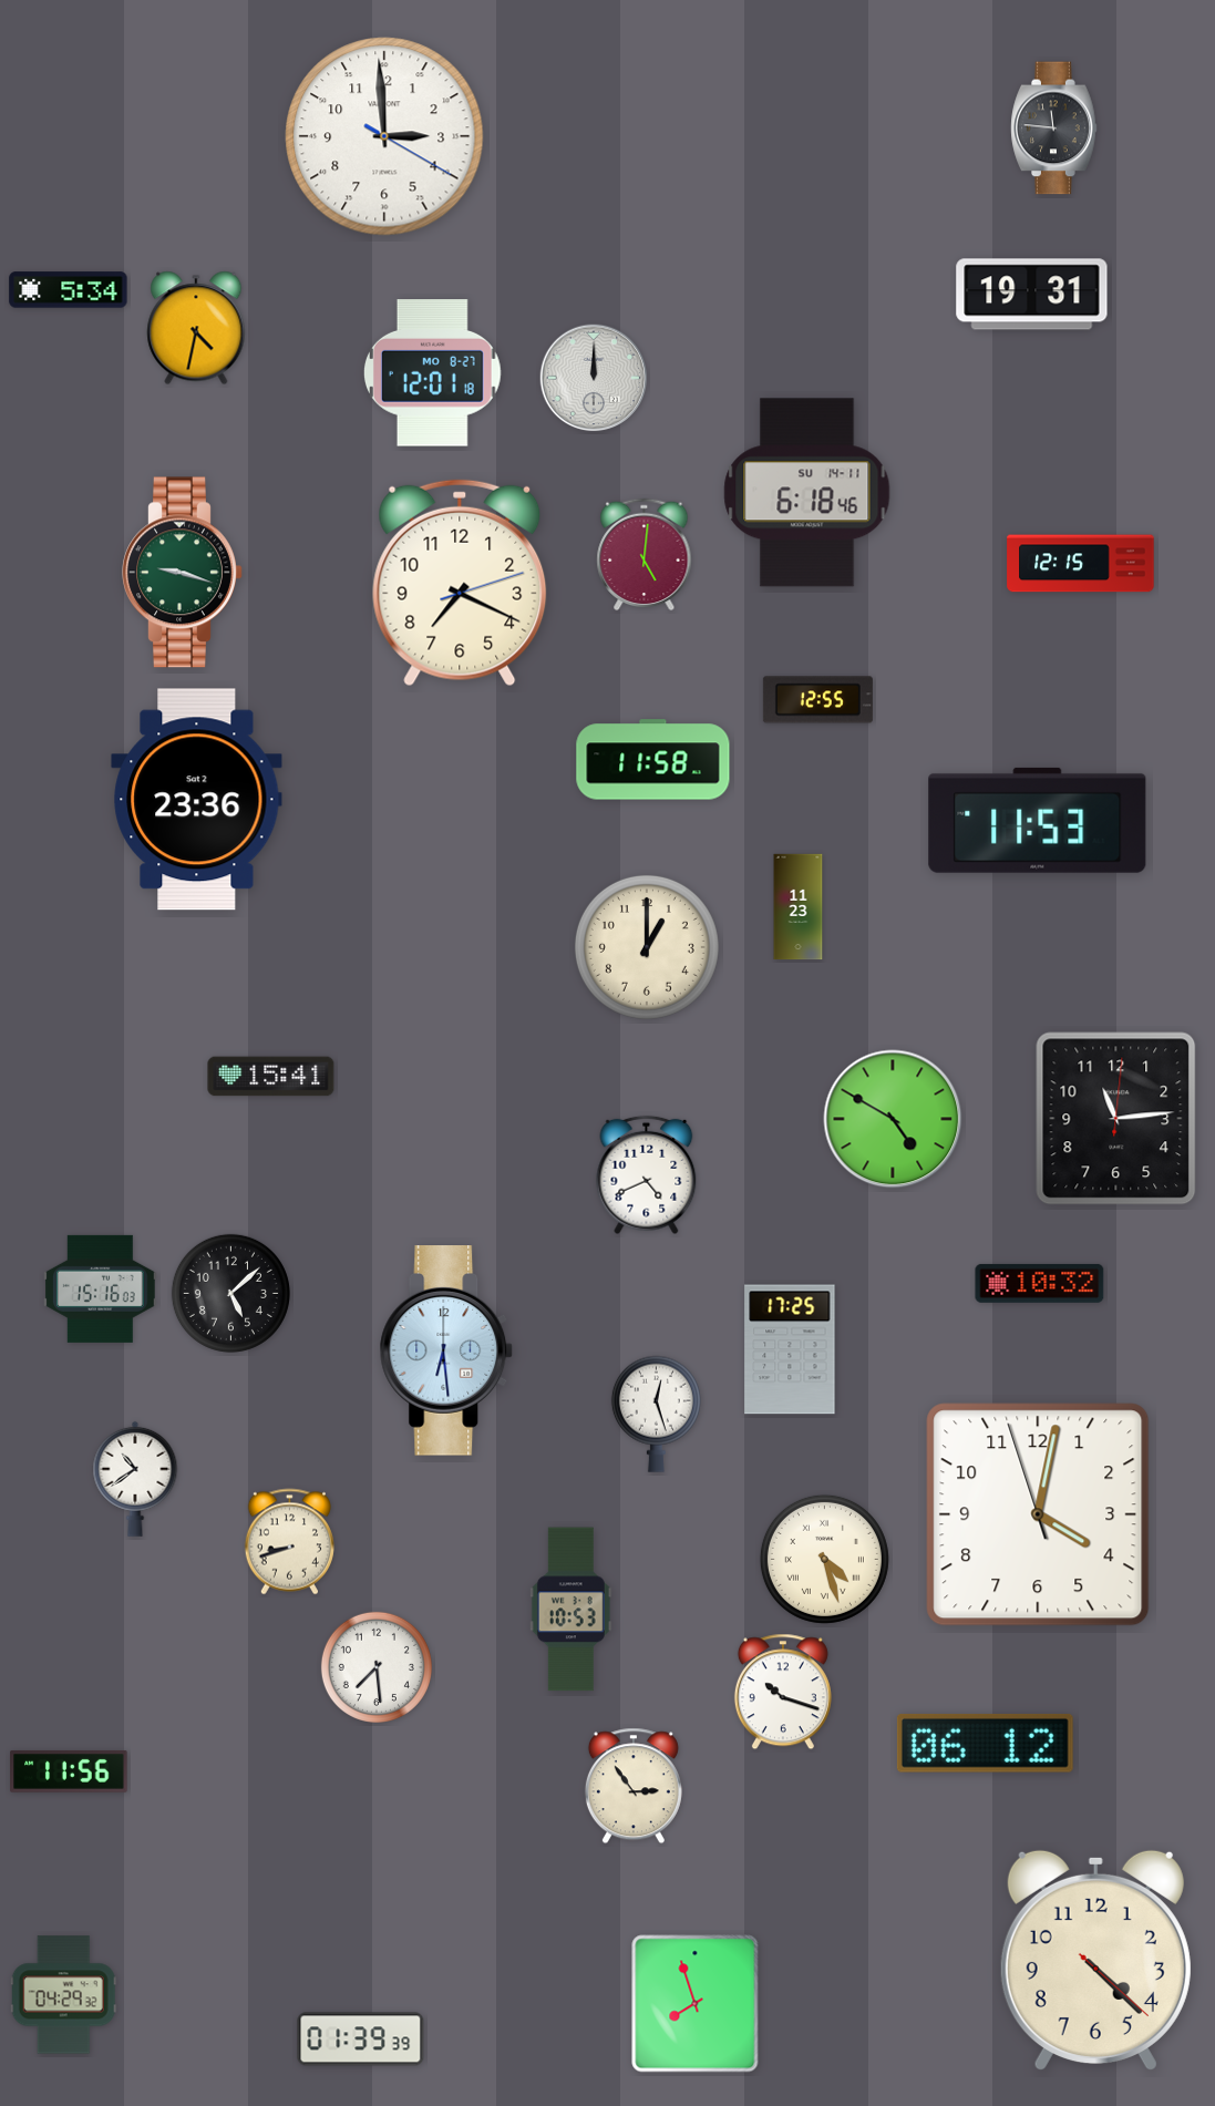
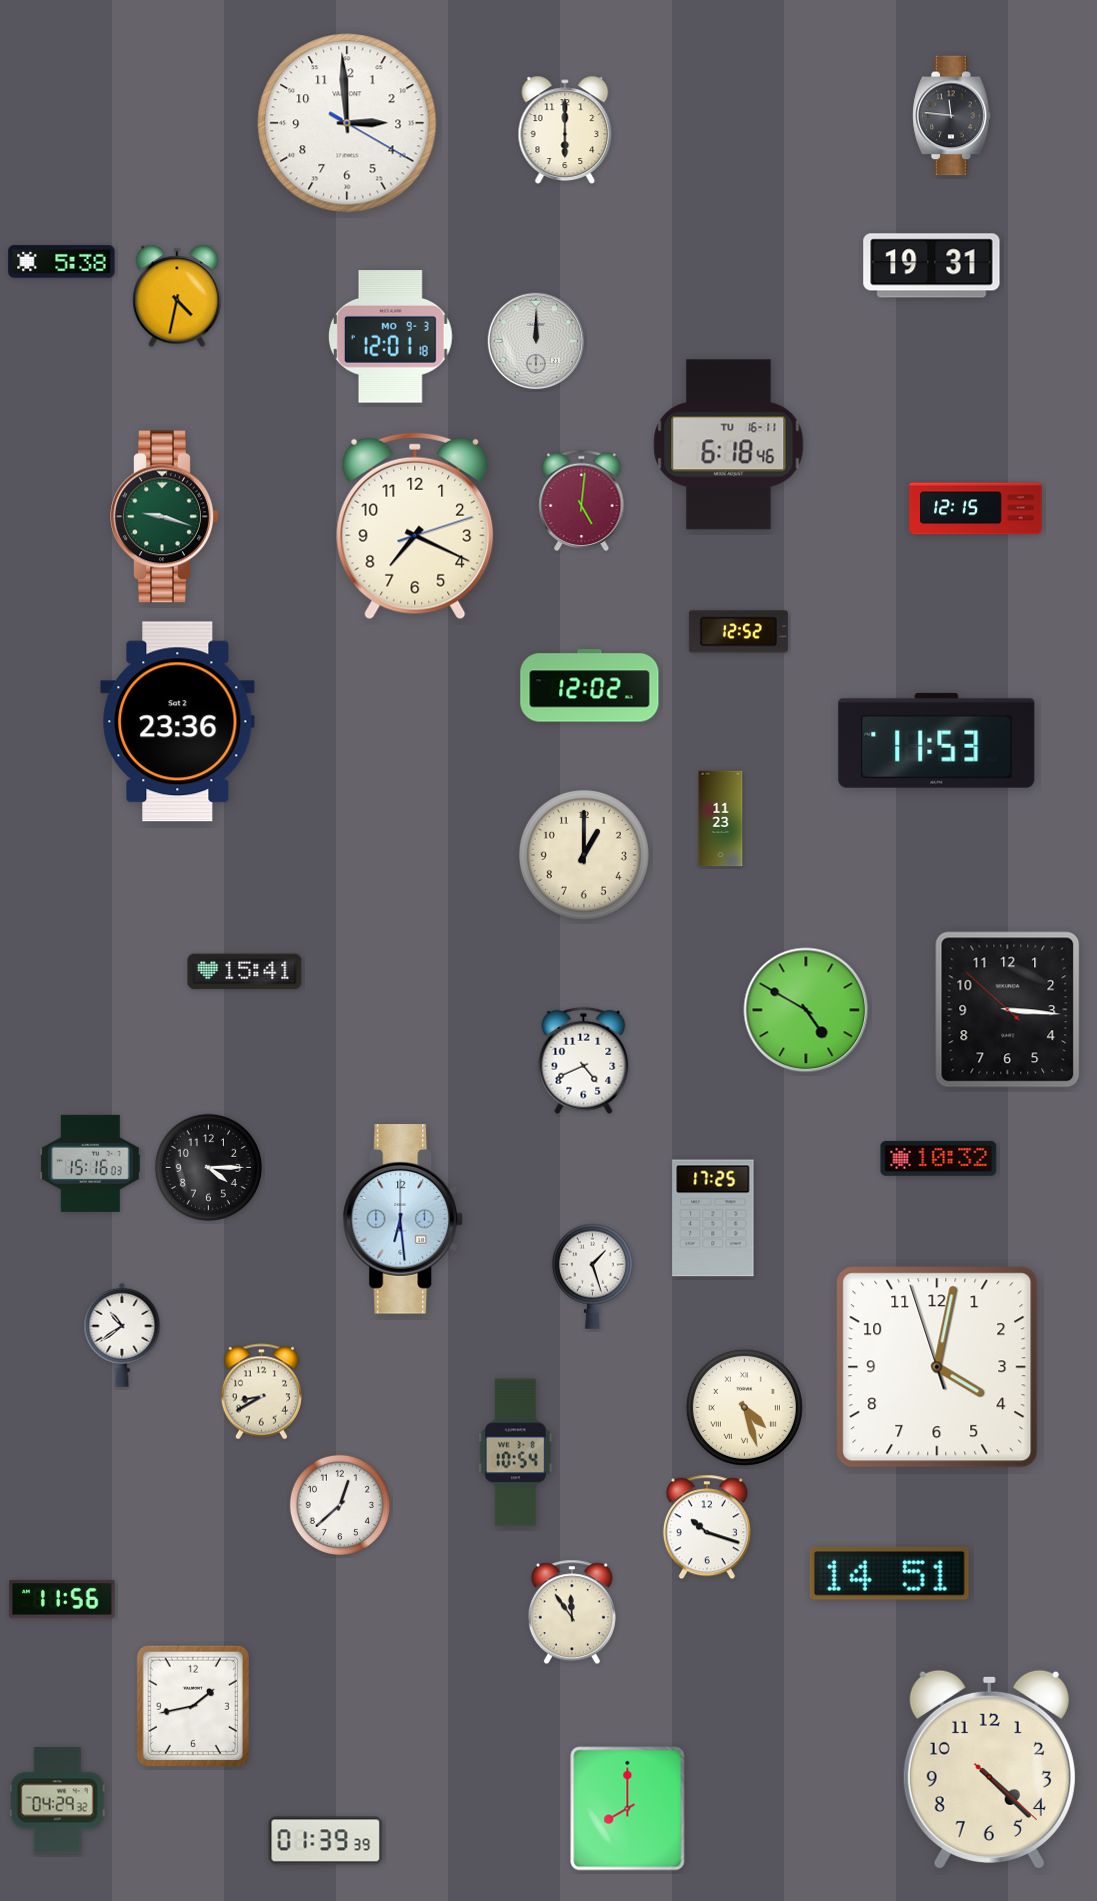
clock at (565, 130): none -> 6:00
clock at (69, 290): 5:34 -> 5:38
clock at (432, 373) date: MO 8-27 -> MO 9-3
clock at (807, 493) date: SU 14-11 -> TU 16-11
clock at (817, 700): 12:55 -> 12:52
clock at (653, 760): 11:58 -> 12:02
clock at (1116, 1119): 11:14 -> 3:15
clock at (230, 1293): 5:08 -> 4:15
clock at (656, 1414): 12:27 -> 1:27
clock at (289, 1542): 8:42 -> 8:40
clock at (570, 1610): 10:53 -> 10:54
clock at (377, 1667): 7:29 -> 12:38
clock at (985, 1743): 06:12 -> 14:51
clock at (634, 1786): 2:54 -> 11:54
clock at (193, 1706): none -> 1:43
clock at (696, 2004): 7:57 -> 8:00
